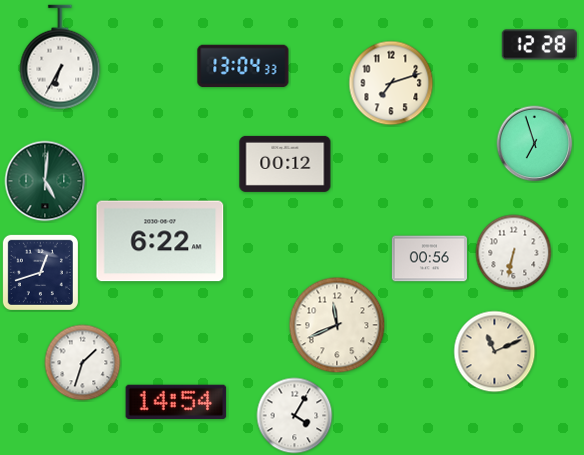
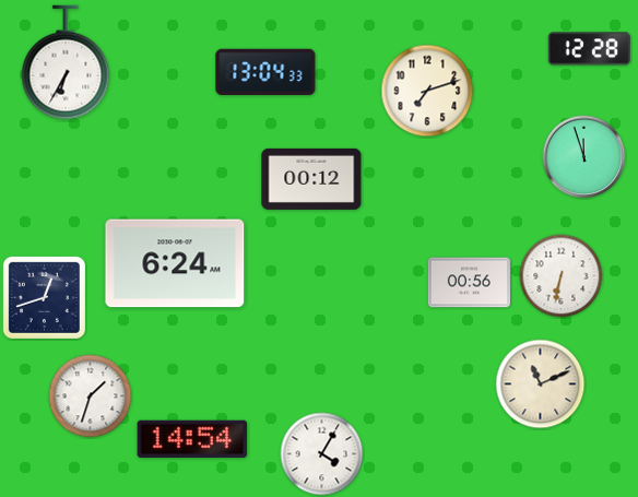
clock at (535, 144): 6:57 -> 11:57
clock at (45, 181): 5:01 -> none
clock at (160, 241): 6:22 -> 6:24
clock at (337, 325): 11:41 -> none
